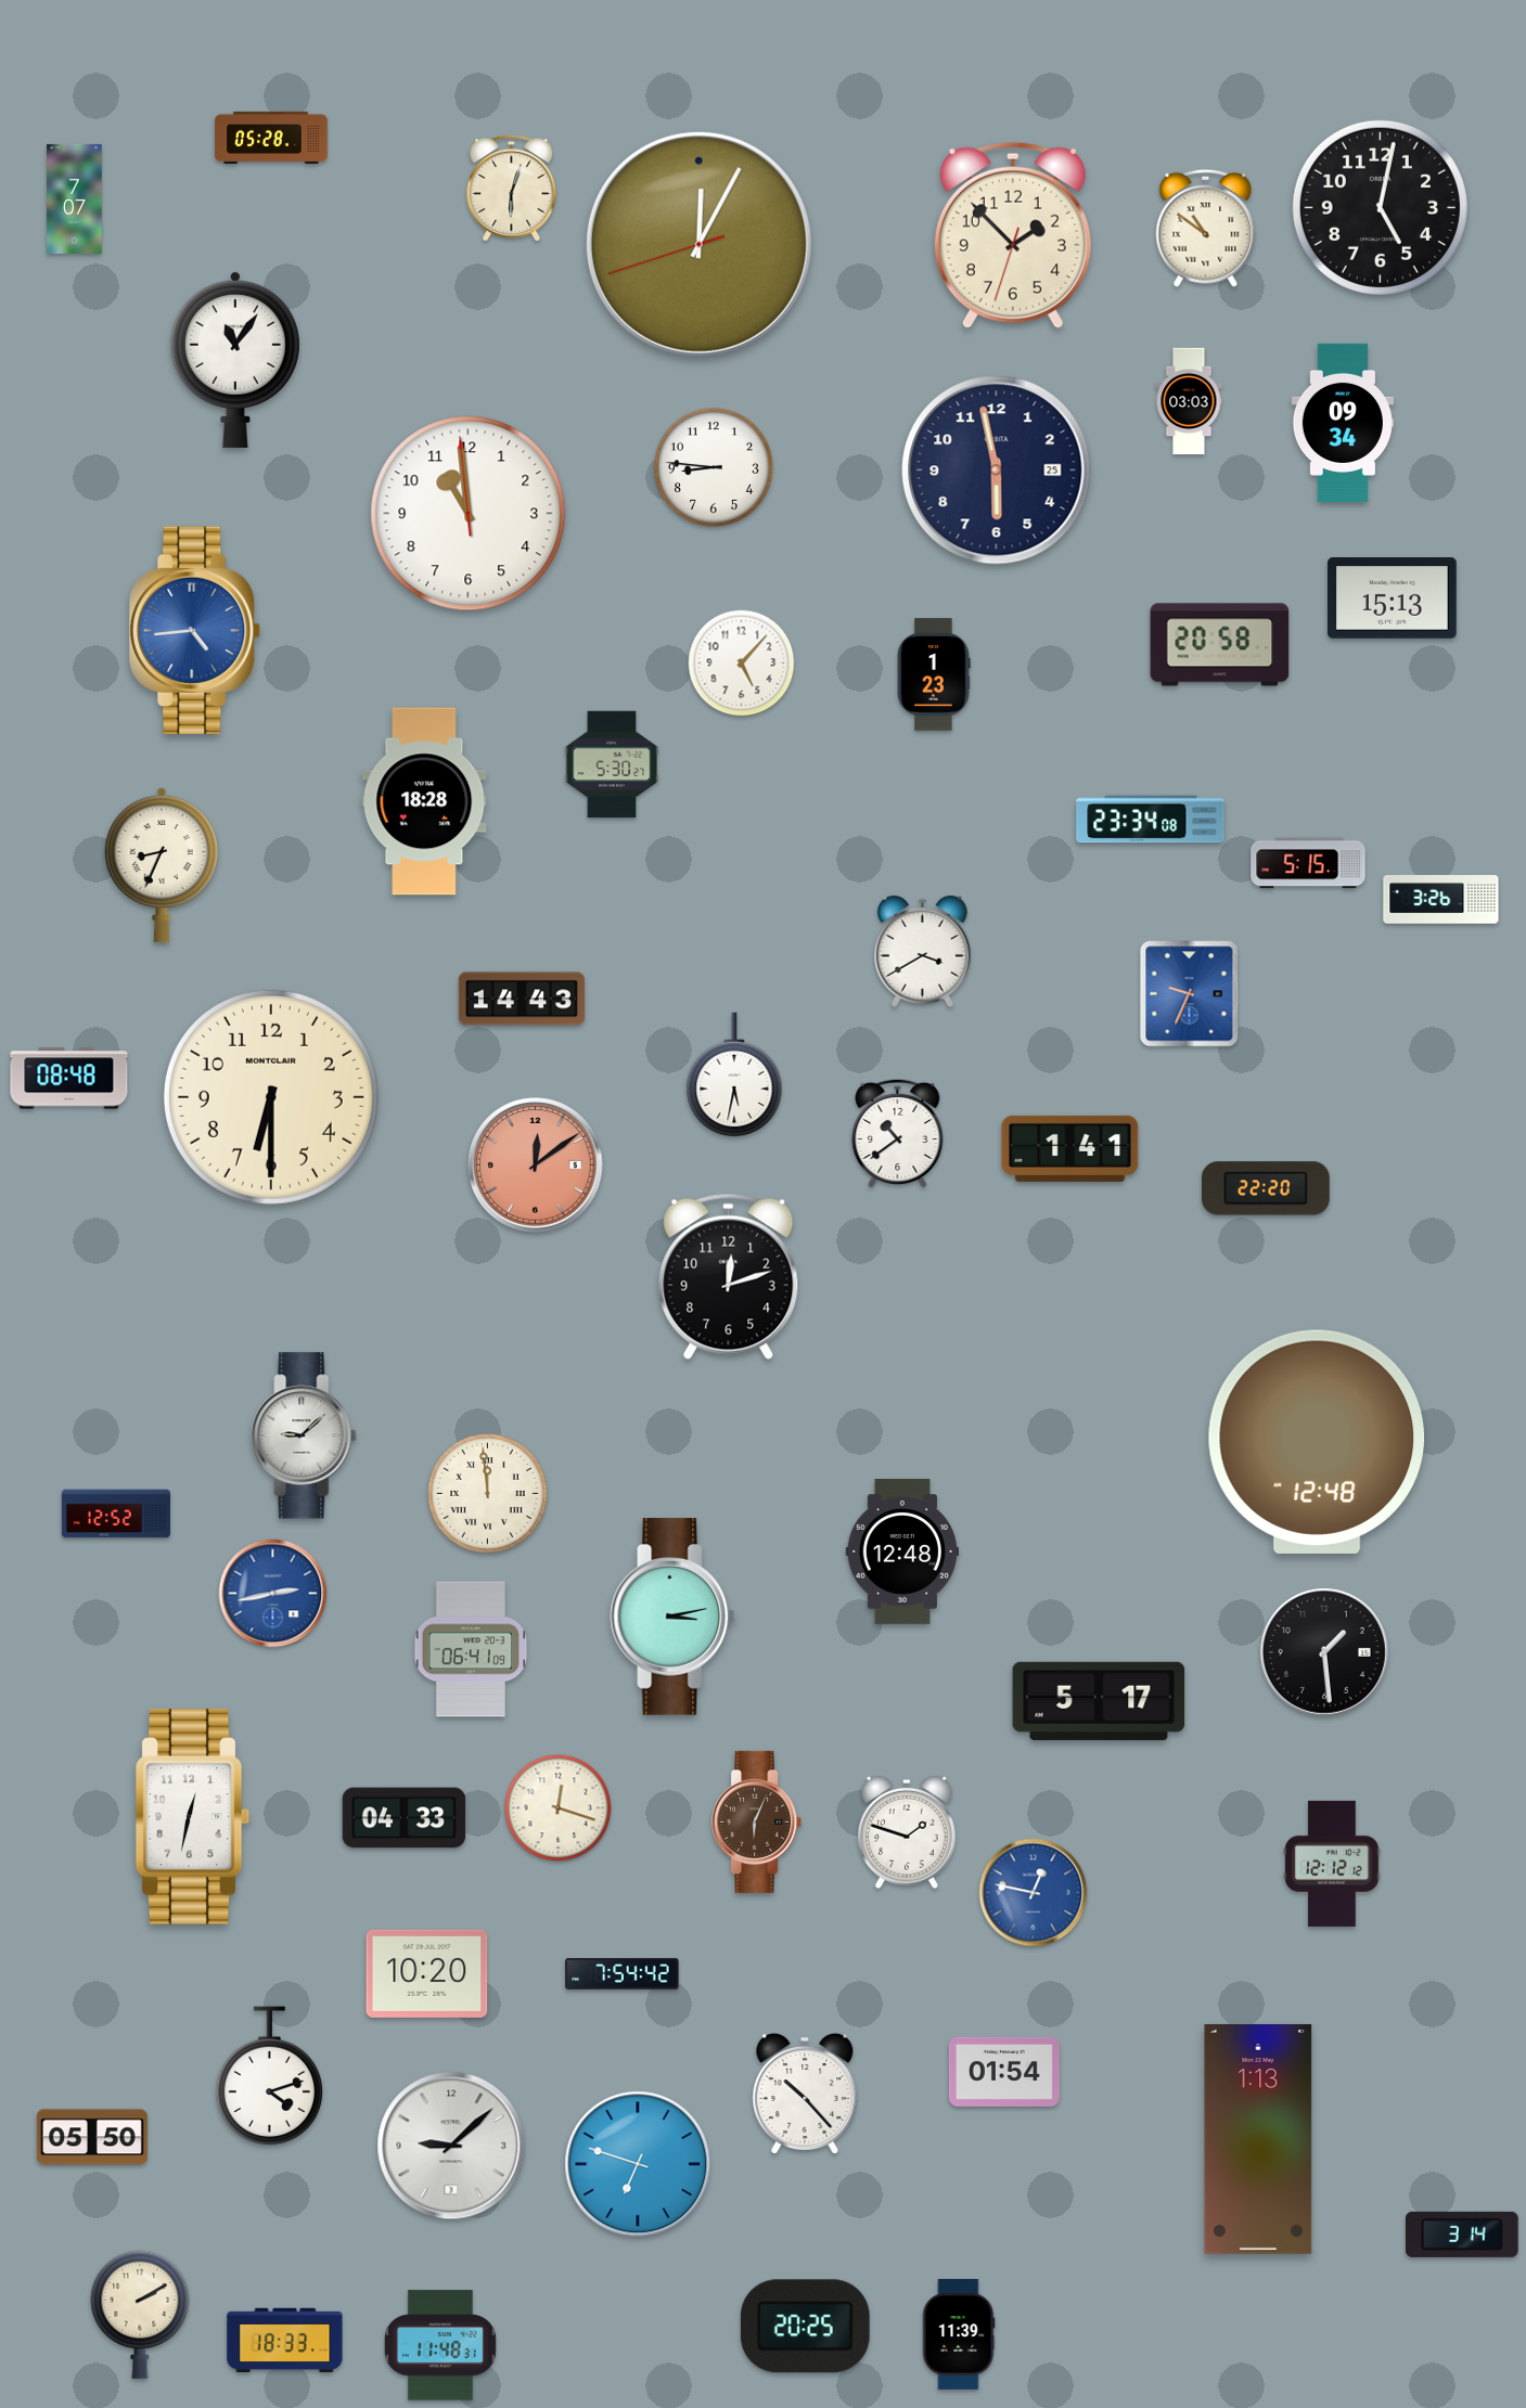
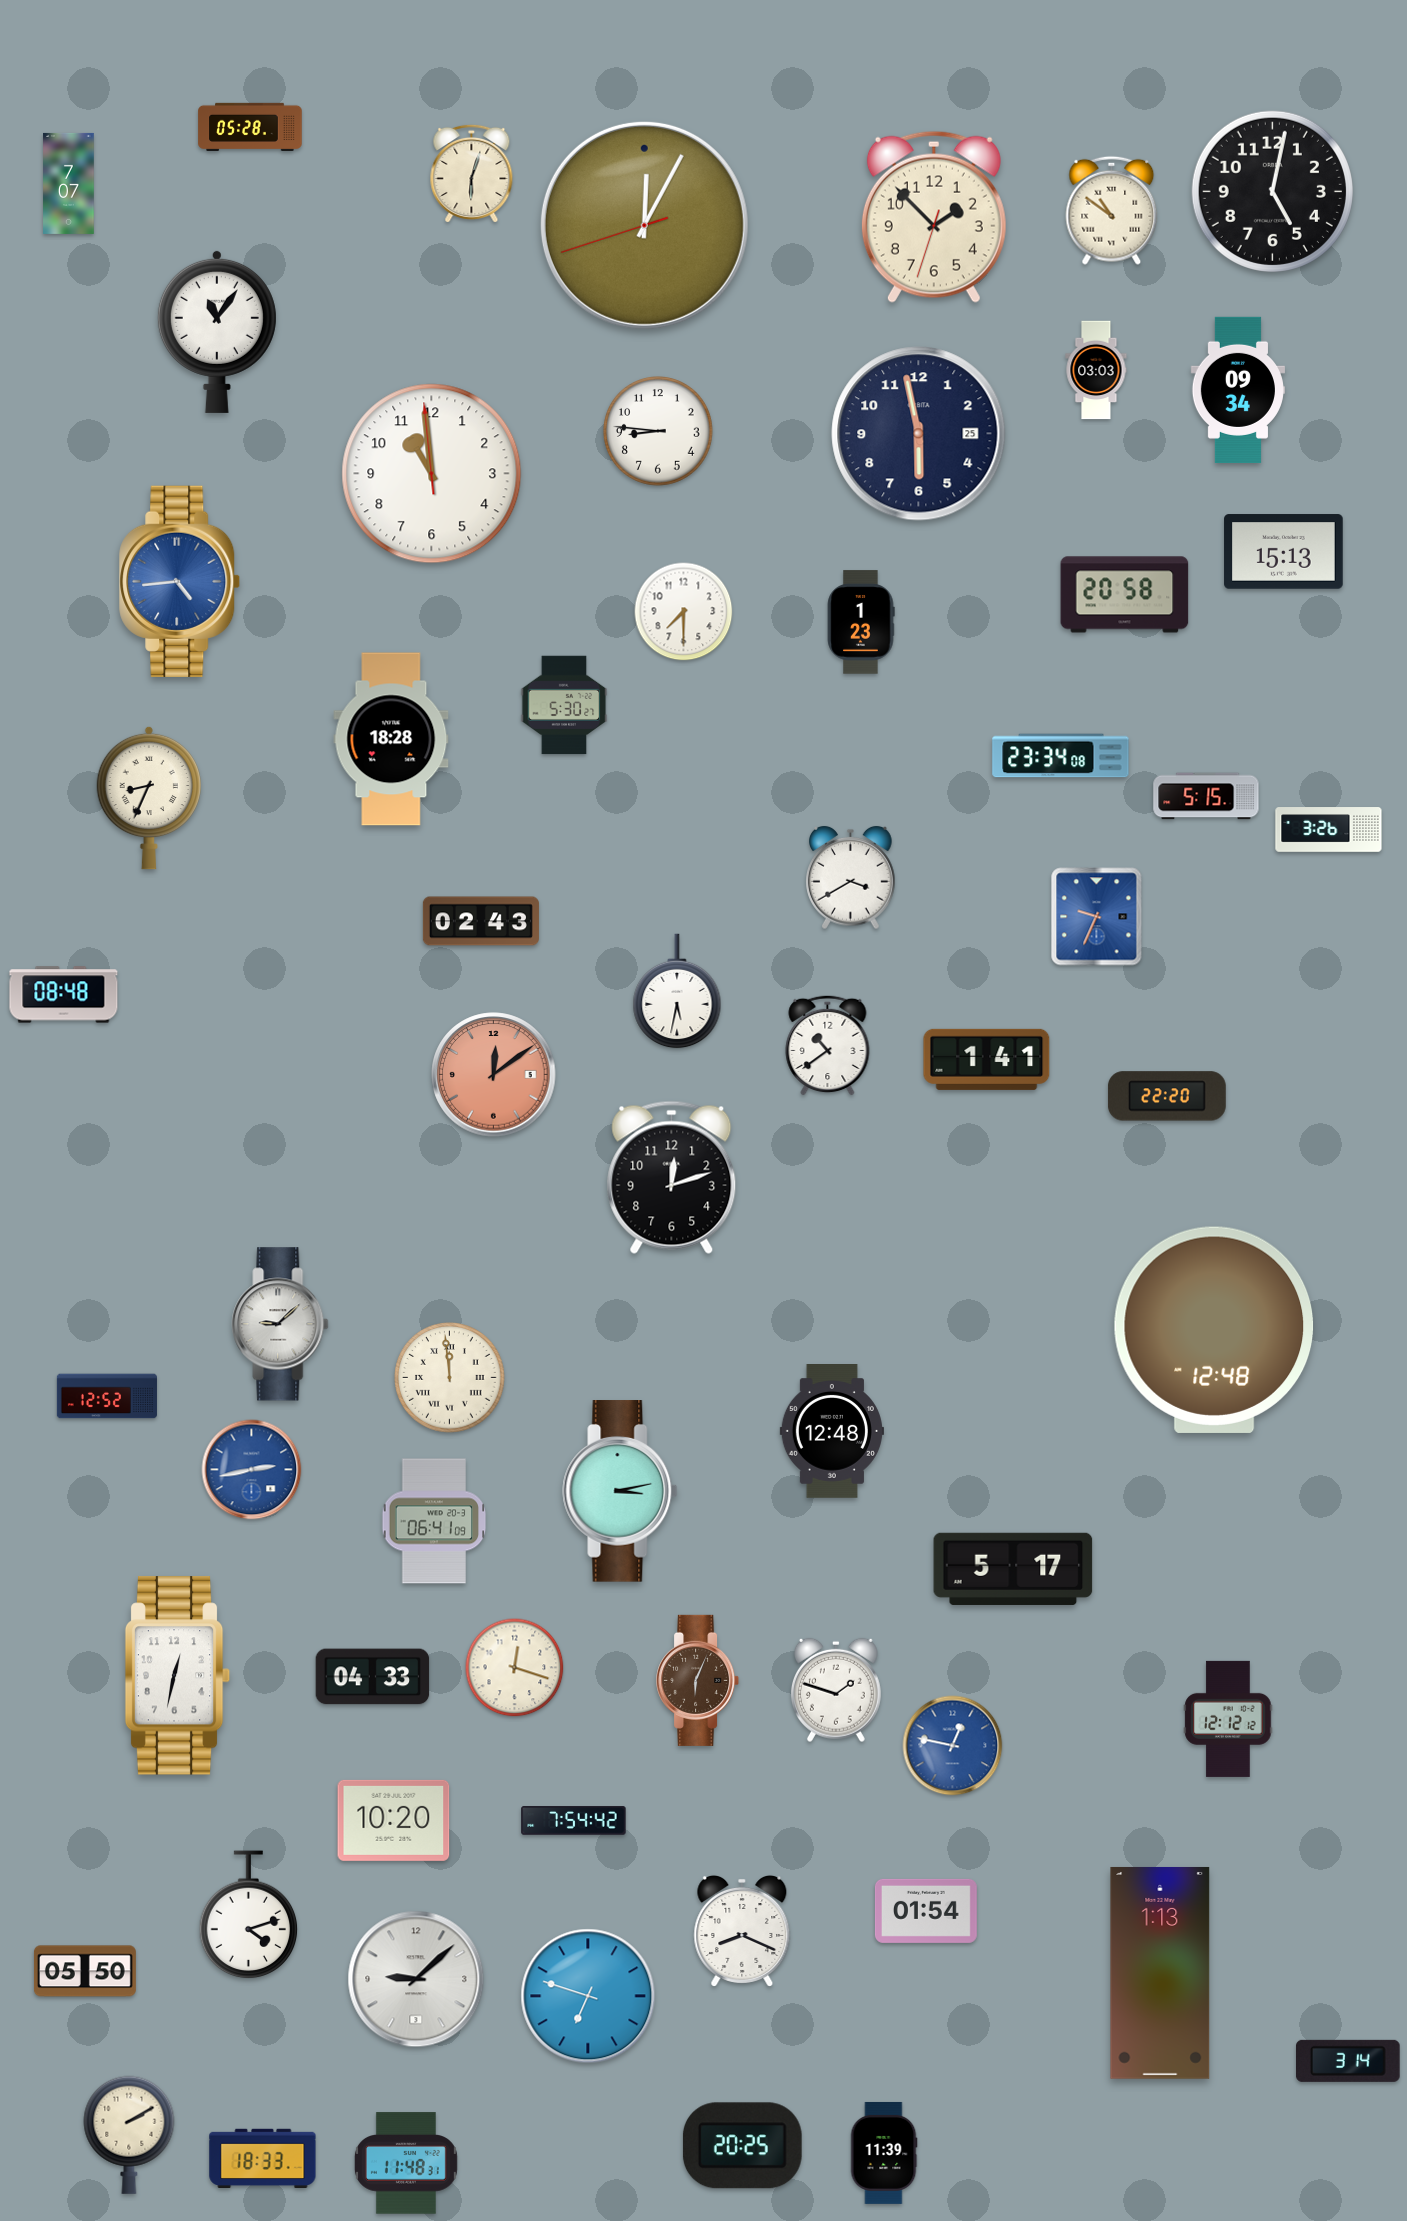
clock at (742, 664): 5:07 -> 7:30
clock at (522, 999): 14:43 -> 02:43
clock at (271, 1097): 6:30 -> none
clock at (1324, 1652): 1:29 -> none
clock at (805, 2094): 10:23 -> 8:19
